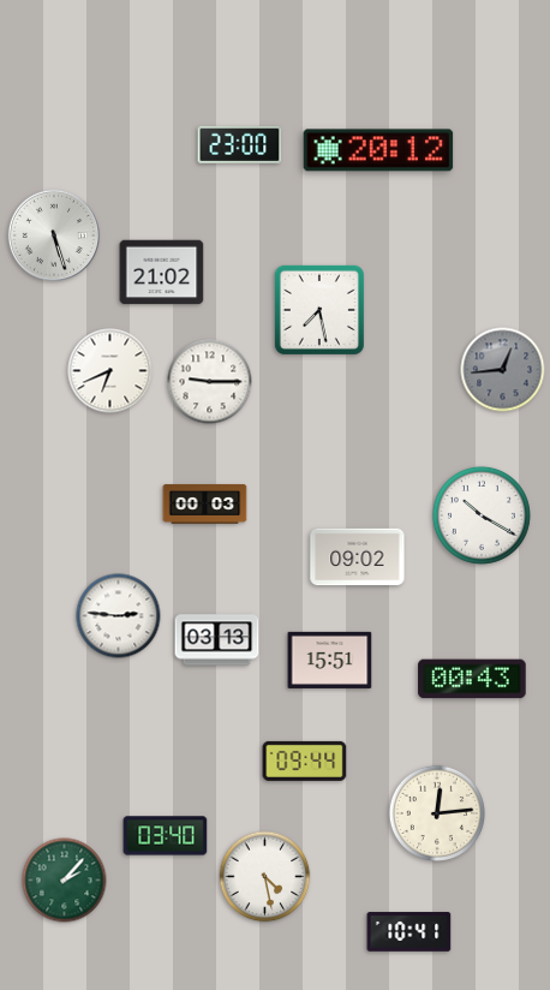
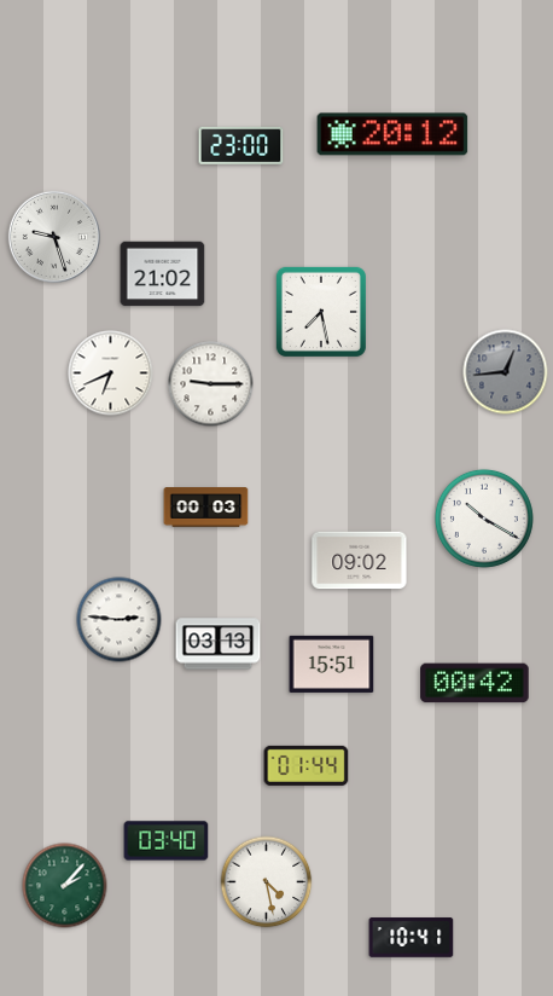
clock at (378, 150) position: (378, 150) -> (392, 134)
clock at (54, 235): 5:27 -> 9:27
clock at (472, 679): 00:43 -> 00:42
clock at (305, 761): 09:44 -> 01:44
clock at (437, 813): 12:14 -> none
